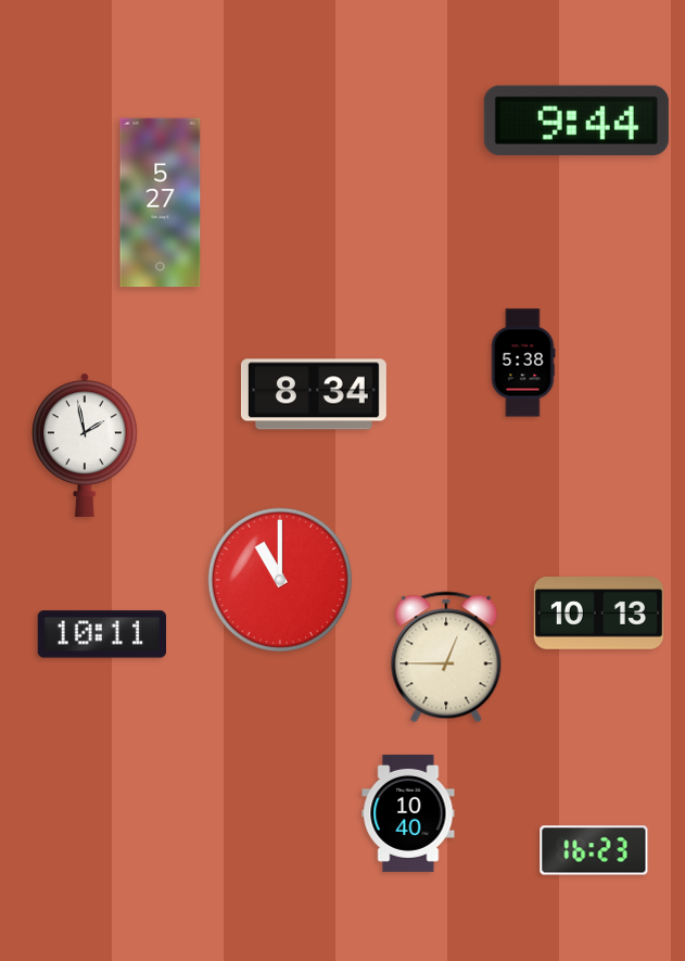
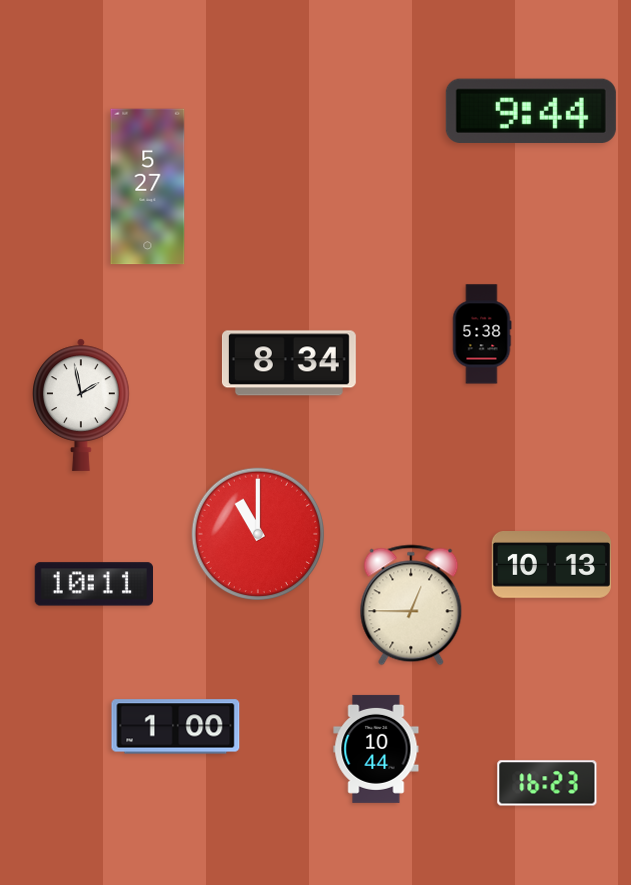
clock at (86, 445) position: (86, 445) -> (82, 405)
clock at (176, 727): none -> 1:00
clock at (408, 813): 10:40 -> 10:44
